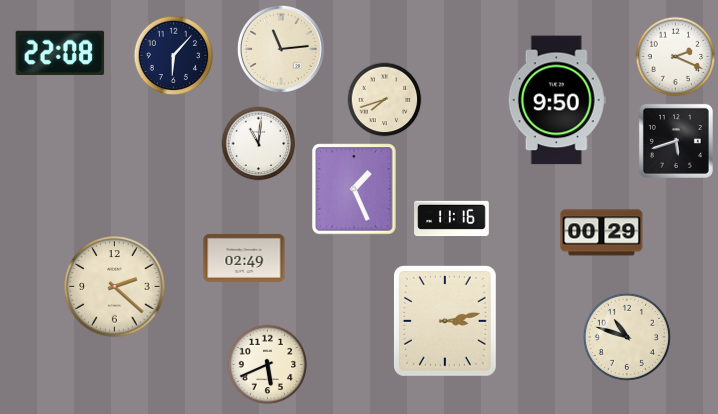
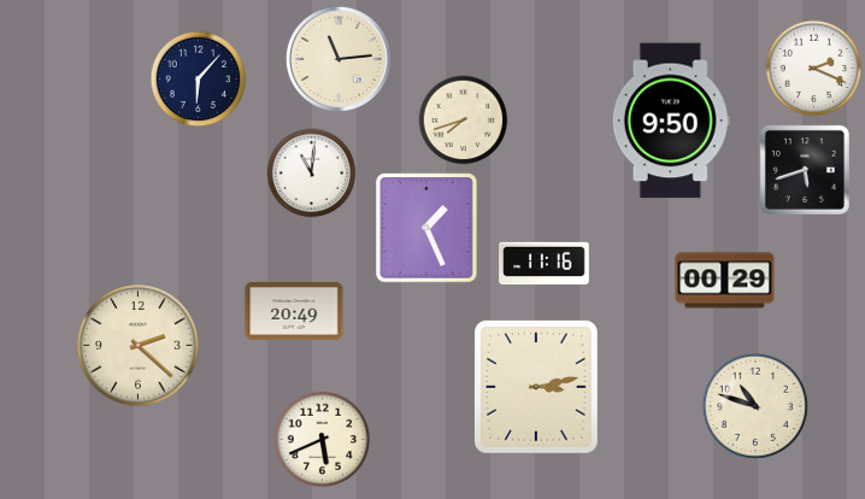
clock at (60, 53): 22:08 -> none
clock at (174, 56) position: (174, 56) -> (199, 80)
clock at (676, 141) position: (676, 141) -> (805, 170)
clock at (244, 258): 02:49 -> 20:49
